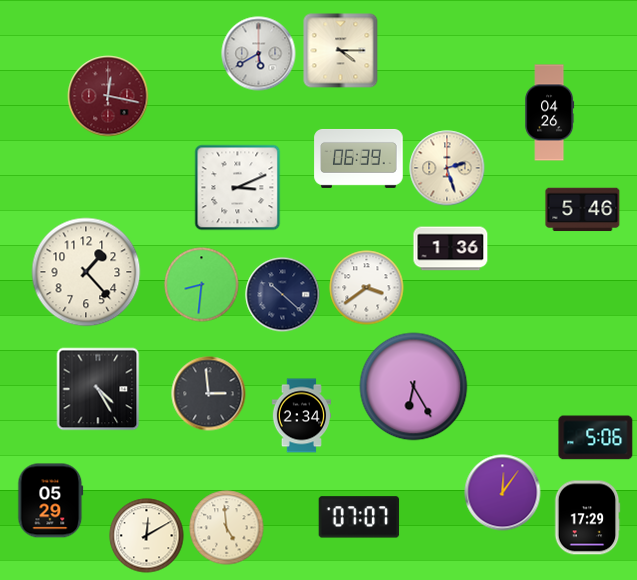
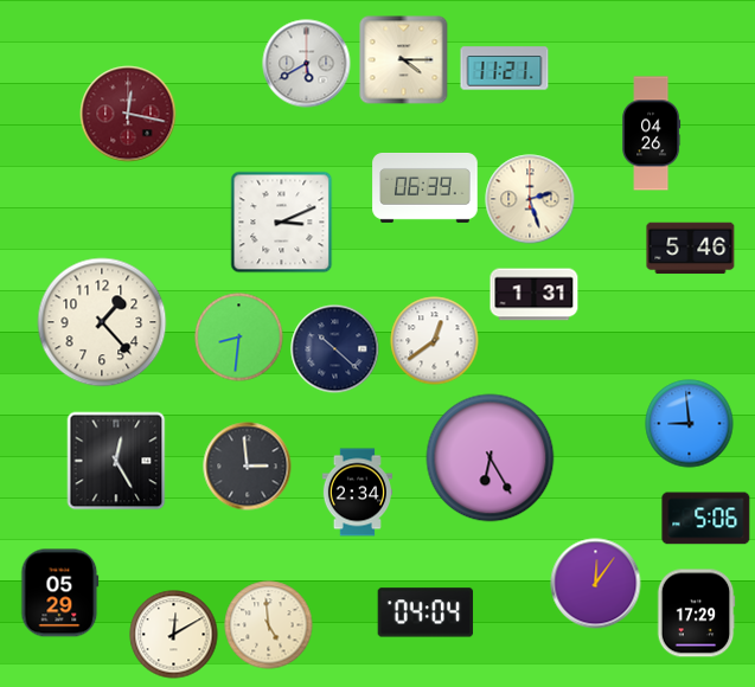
clock at (505, 69): none -> 11:21
clock at (451, 249): 1:36 -> 1:31
clock at (367, 288): 3:39 -> 12:39
clock at (690, 424): none -> 8:59
clock at (98, 389): 4:25 -> 12:25
clock at (359, 517): 07:07 -> 04:04
